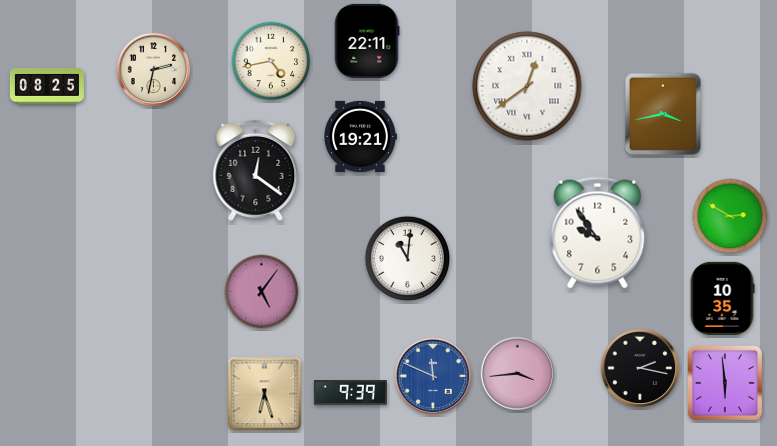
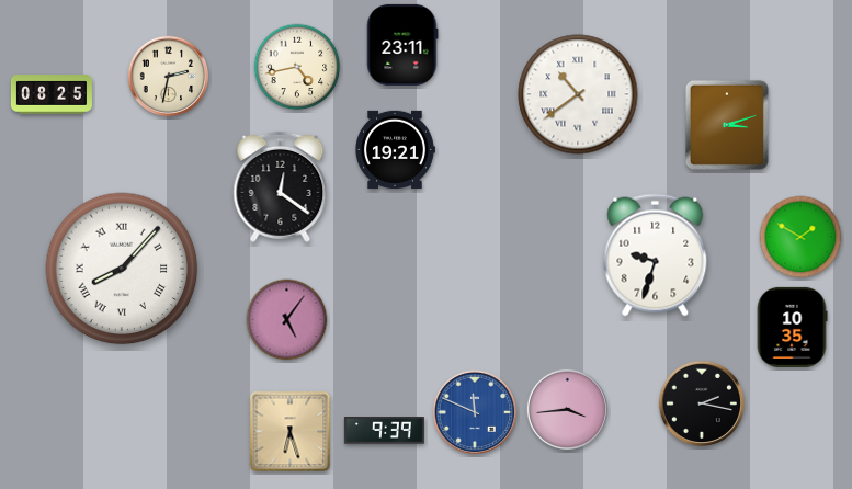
clock at (367, 41): 22:11 -> 23:11
clock at (527, 86): 12:39 -> 10:39
clock at (663, 114): 3:43 -> 3:12
clock at (730, 216): 2:50 -> 1:50
clock at (598, 233): 9:54 -> 9:33
clock at (122, 269): none -> 8:07
clock at (408, 259): 11:01 -> none
clock at (725, 383): 5:59 -> none
